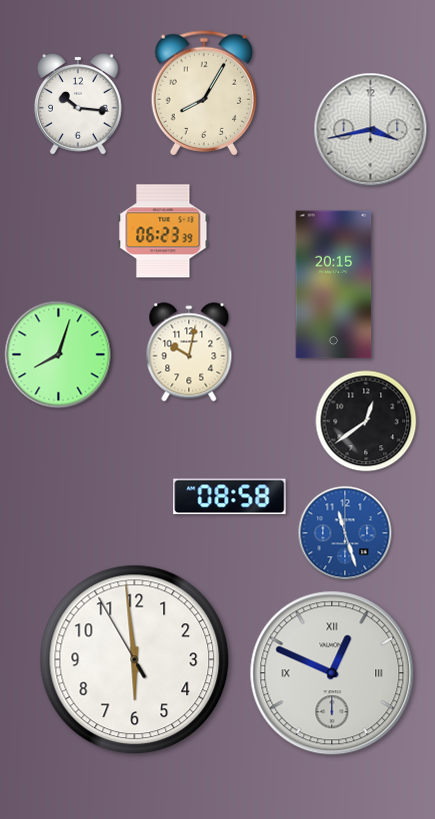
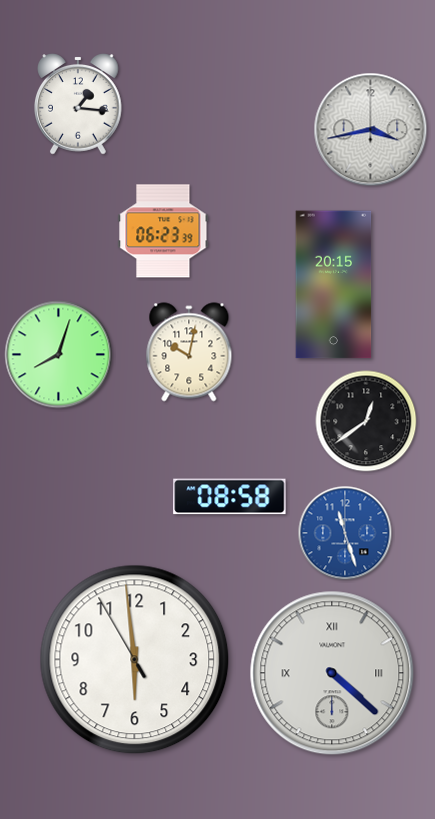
clock at (203, 93): 8:05 -> none
clock at (78, 104): 10:16 -> 1:16
clock at (332, 673): 12:49 -> 4:22
